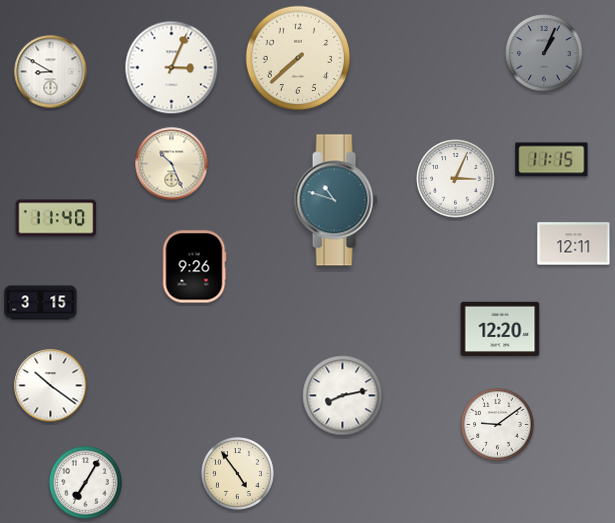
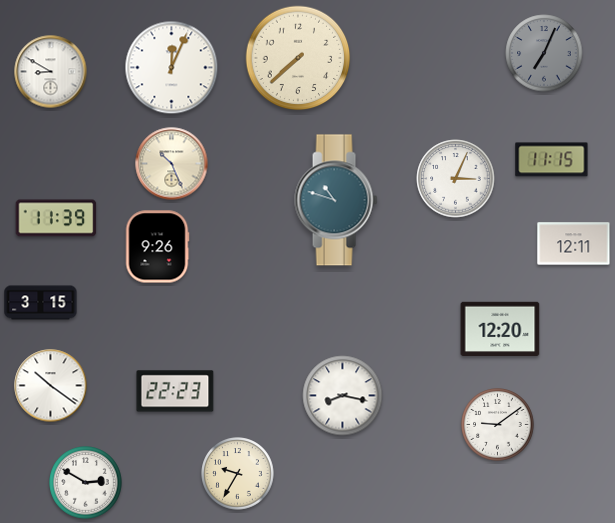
clock at (544, 53): 1:04 -> 7:04
clock at (172, 68): 3:04 -> 12:04
clock at (56, 218): 11:40 -> 11:39
clock at (194, 267) position: (194, 267) -> (157, 247)
clock at (175, 391): none -> 22:23
clock at (343, 396): 8:13 -> 8:17
clock at (238, 474): 4:54 -> 9:35
clock at (86, 483): 7:05 -> 2:50
